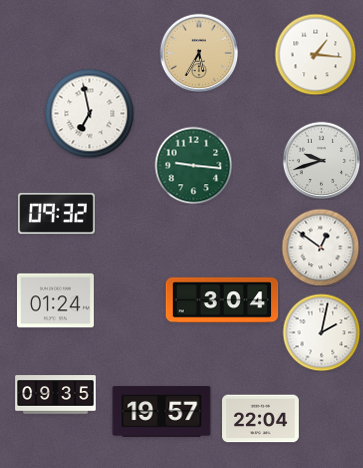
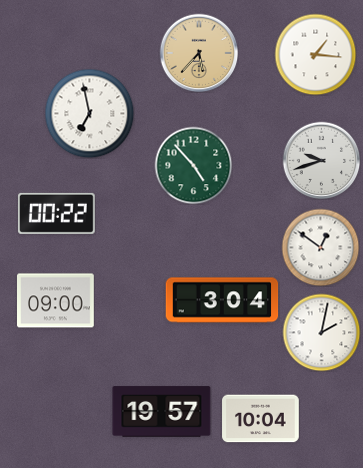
clock at (199, 53): 5:35 -> 5:37
clock at (193, 165): 9:16 -> 4:53
clock at (57, 213): 09:32 -> 00:22
clock at (56, 301): 01:24 -> 09:00
clock at (56, 395): 09:35 -> none
clock at (261, 419): 22:04 -> 10:04
